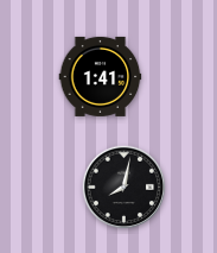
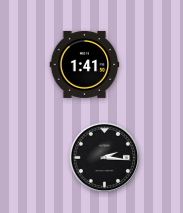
clock at (125, 188): 8:02 -> 2:16
